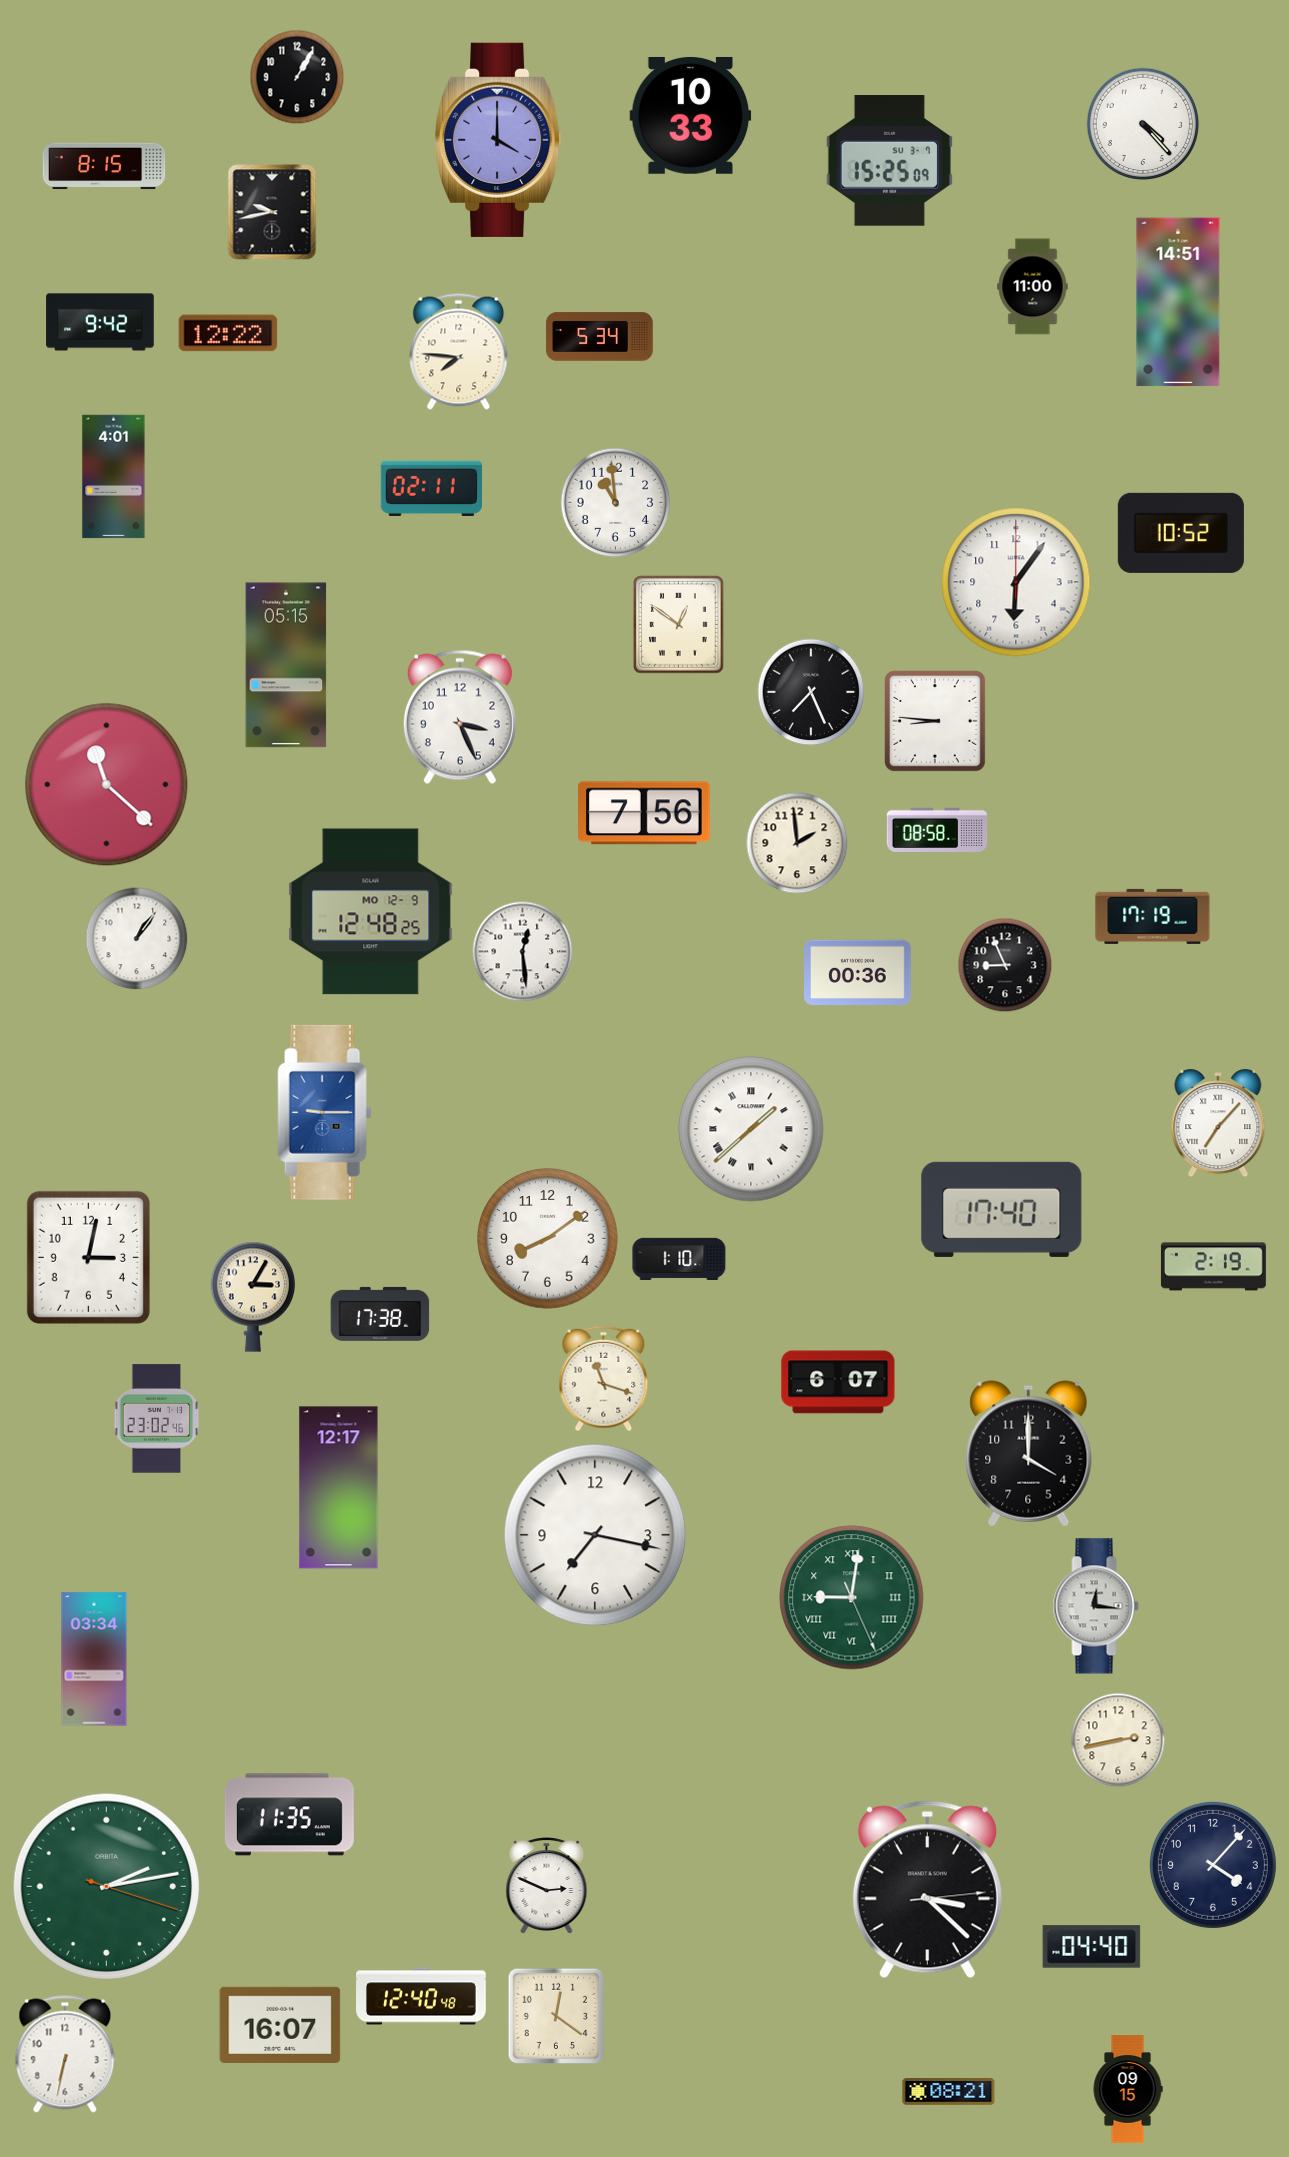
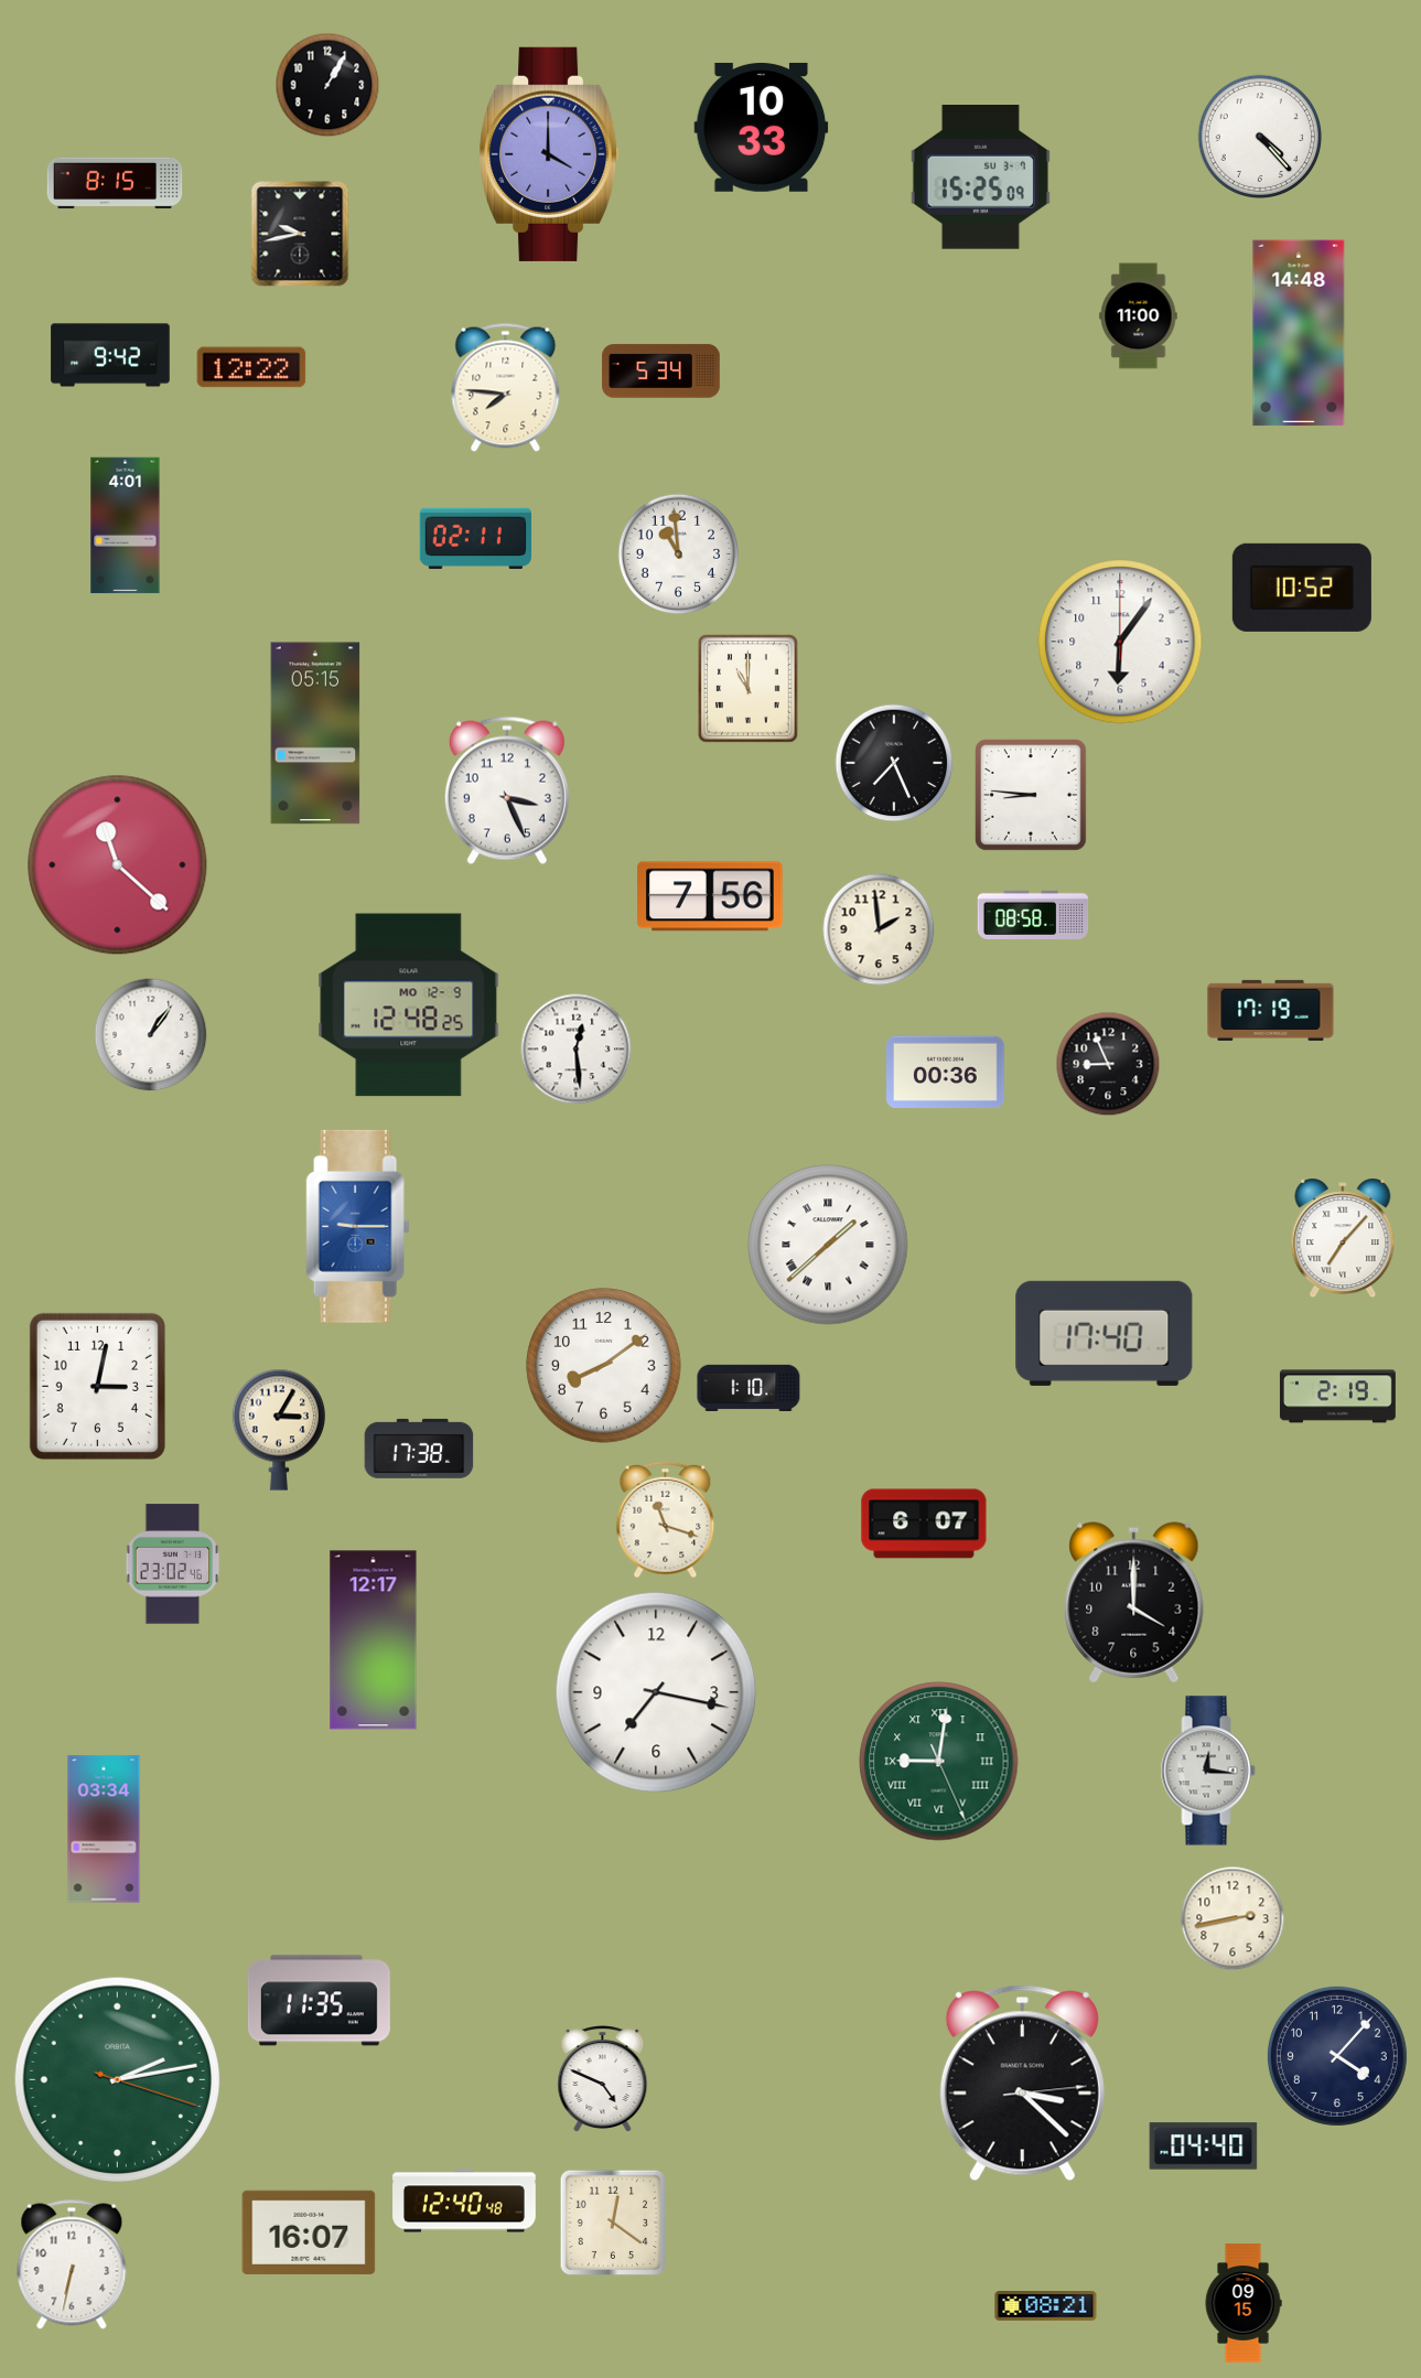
clock at (1178, 302): 14:51 -> 14:48
clock at (679, 625): 12:51 -> 11:00
clock at (547, 1886): 2:49 -> 4:49
